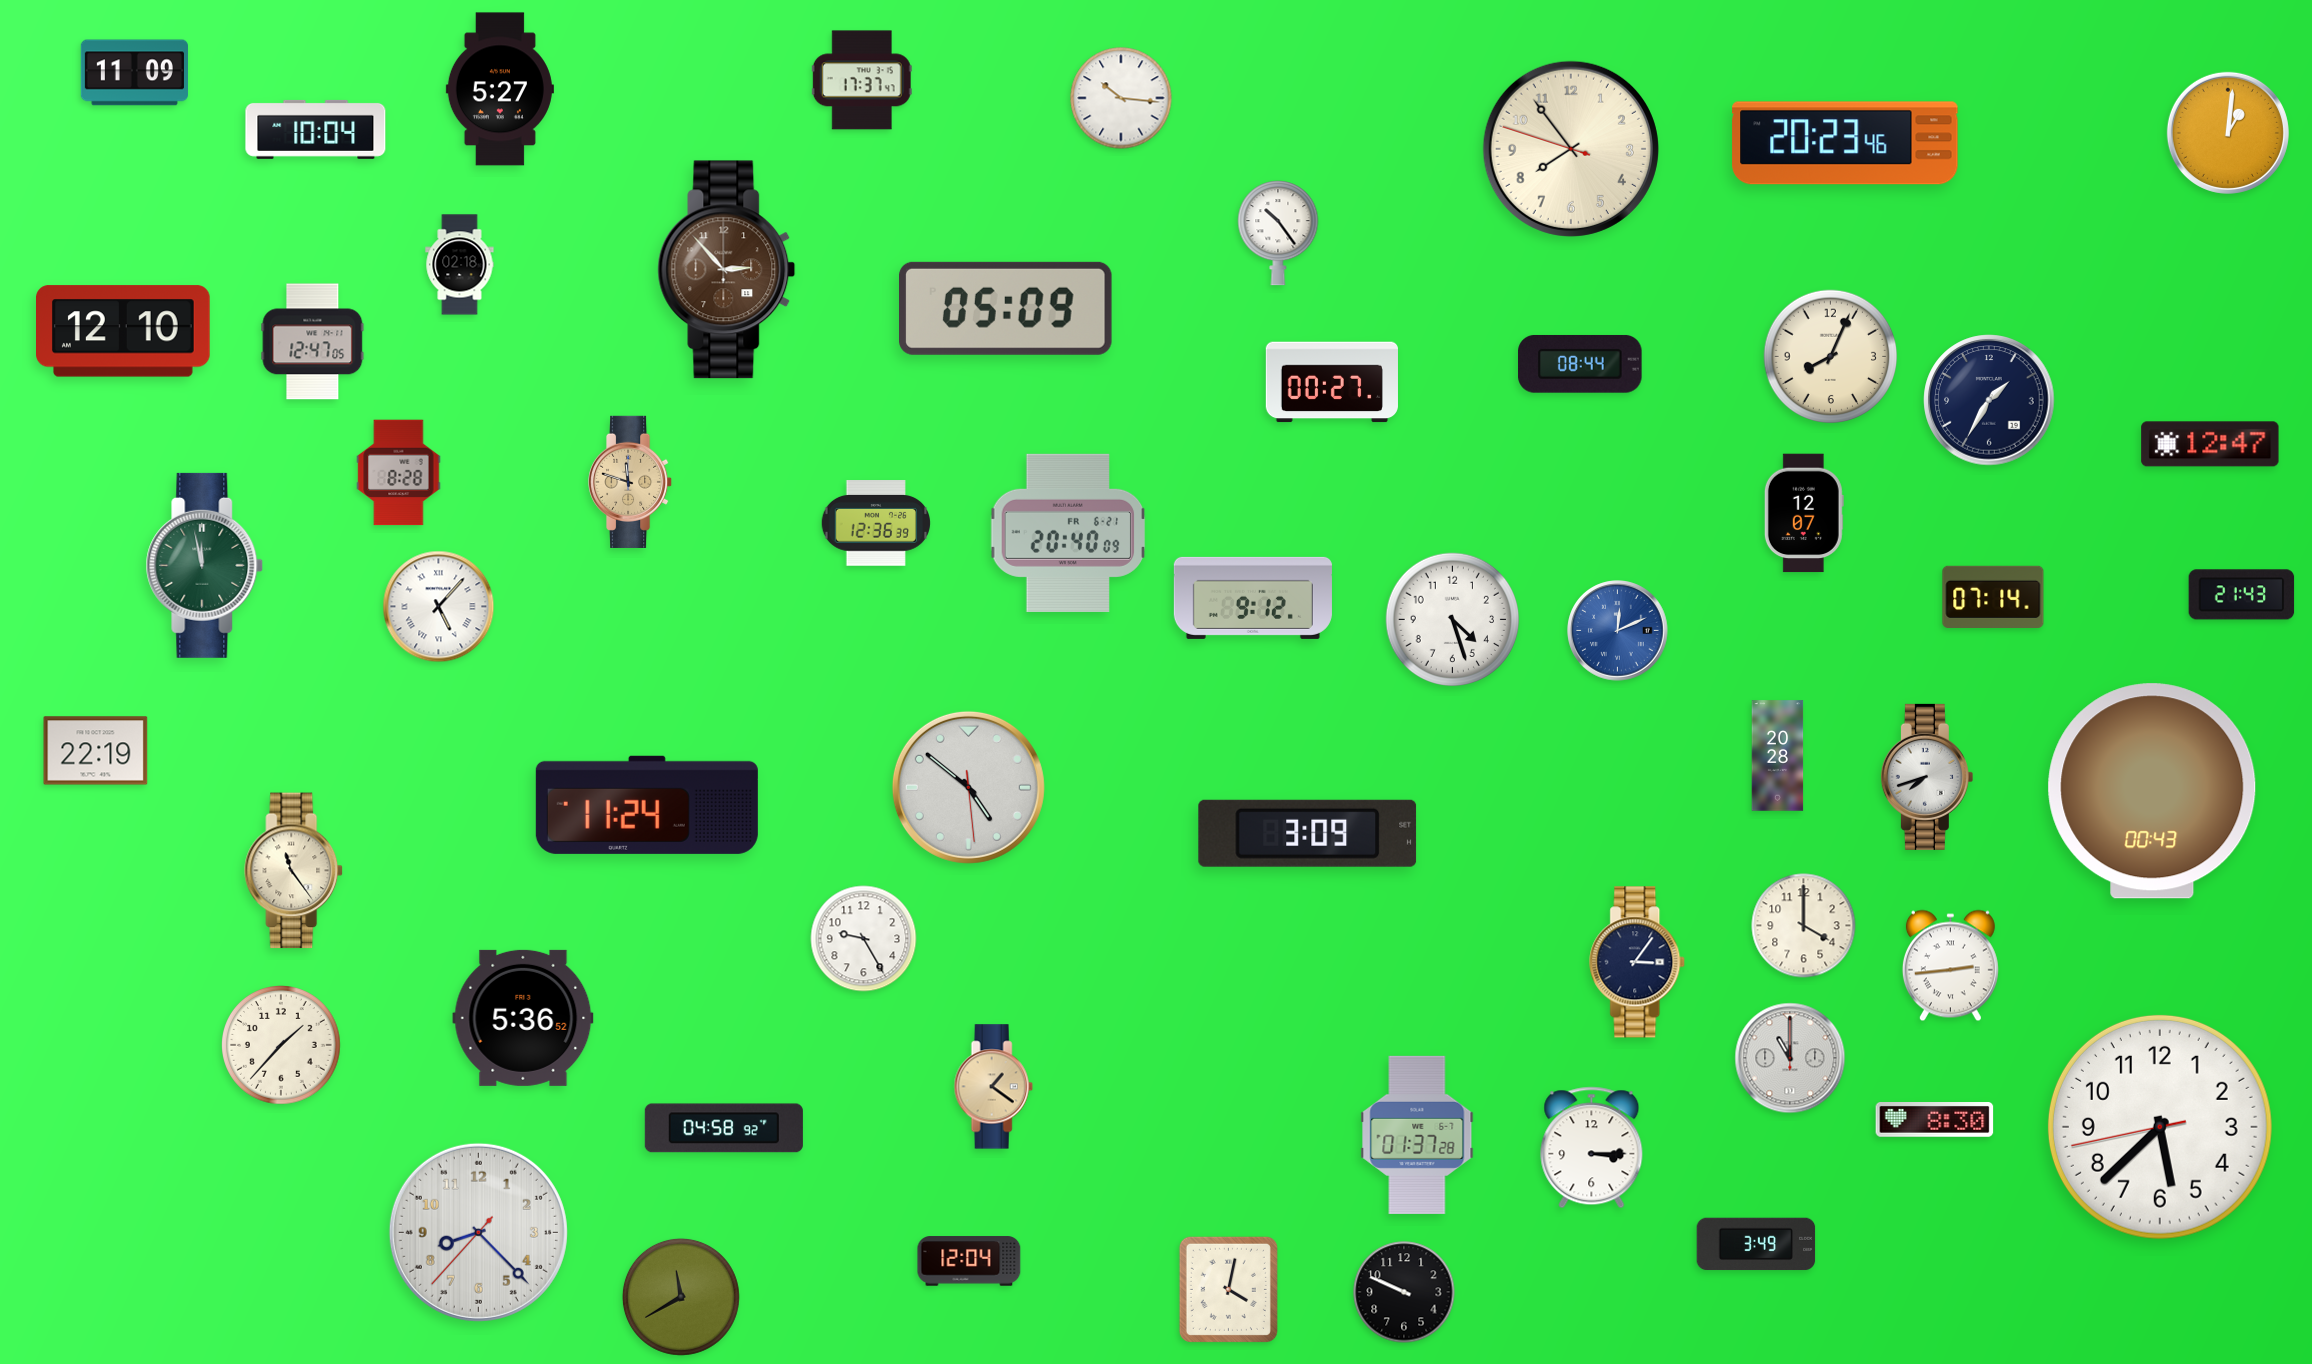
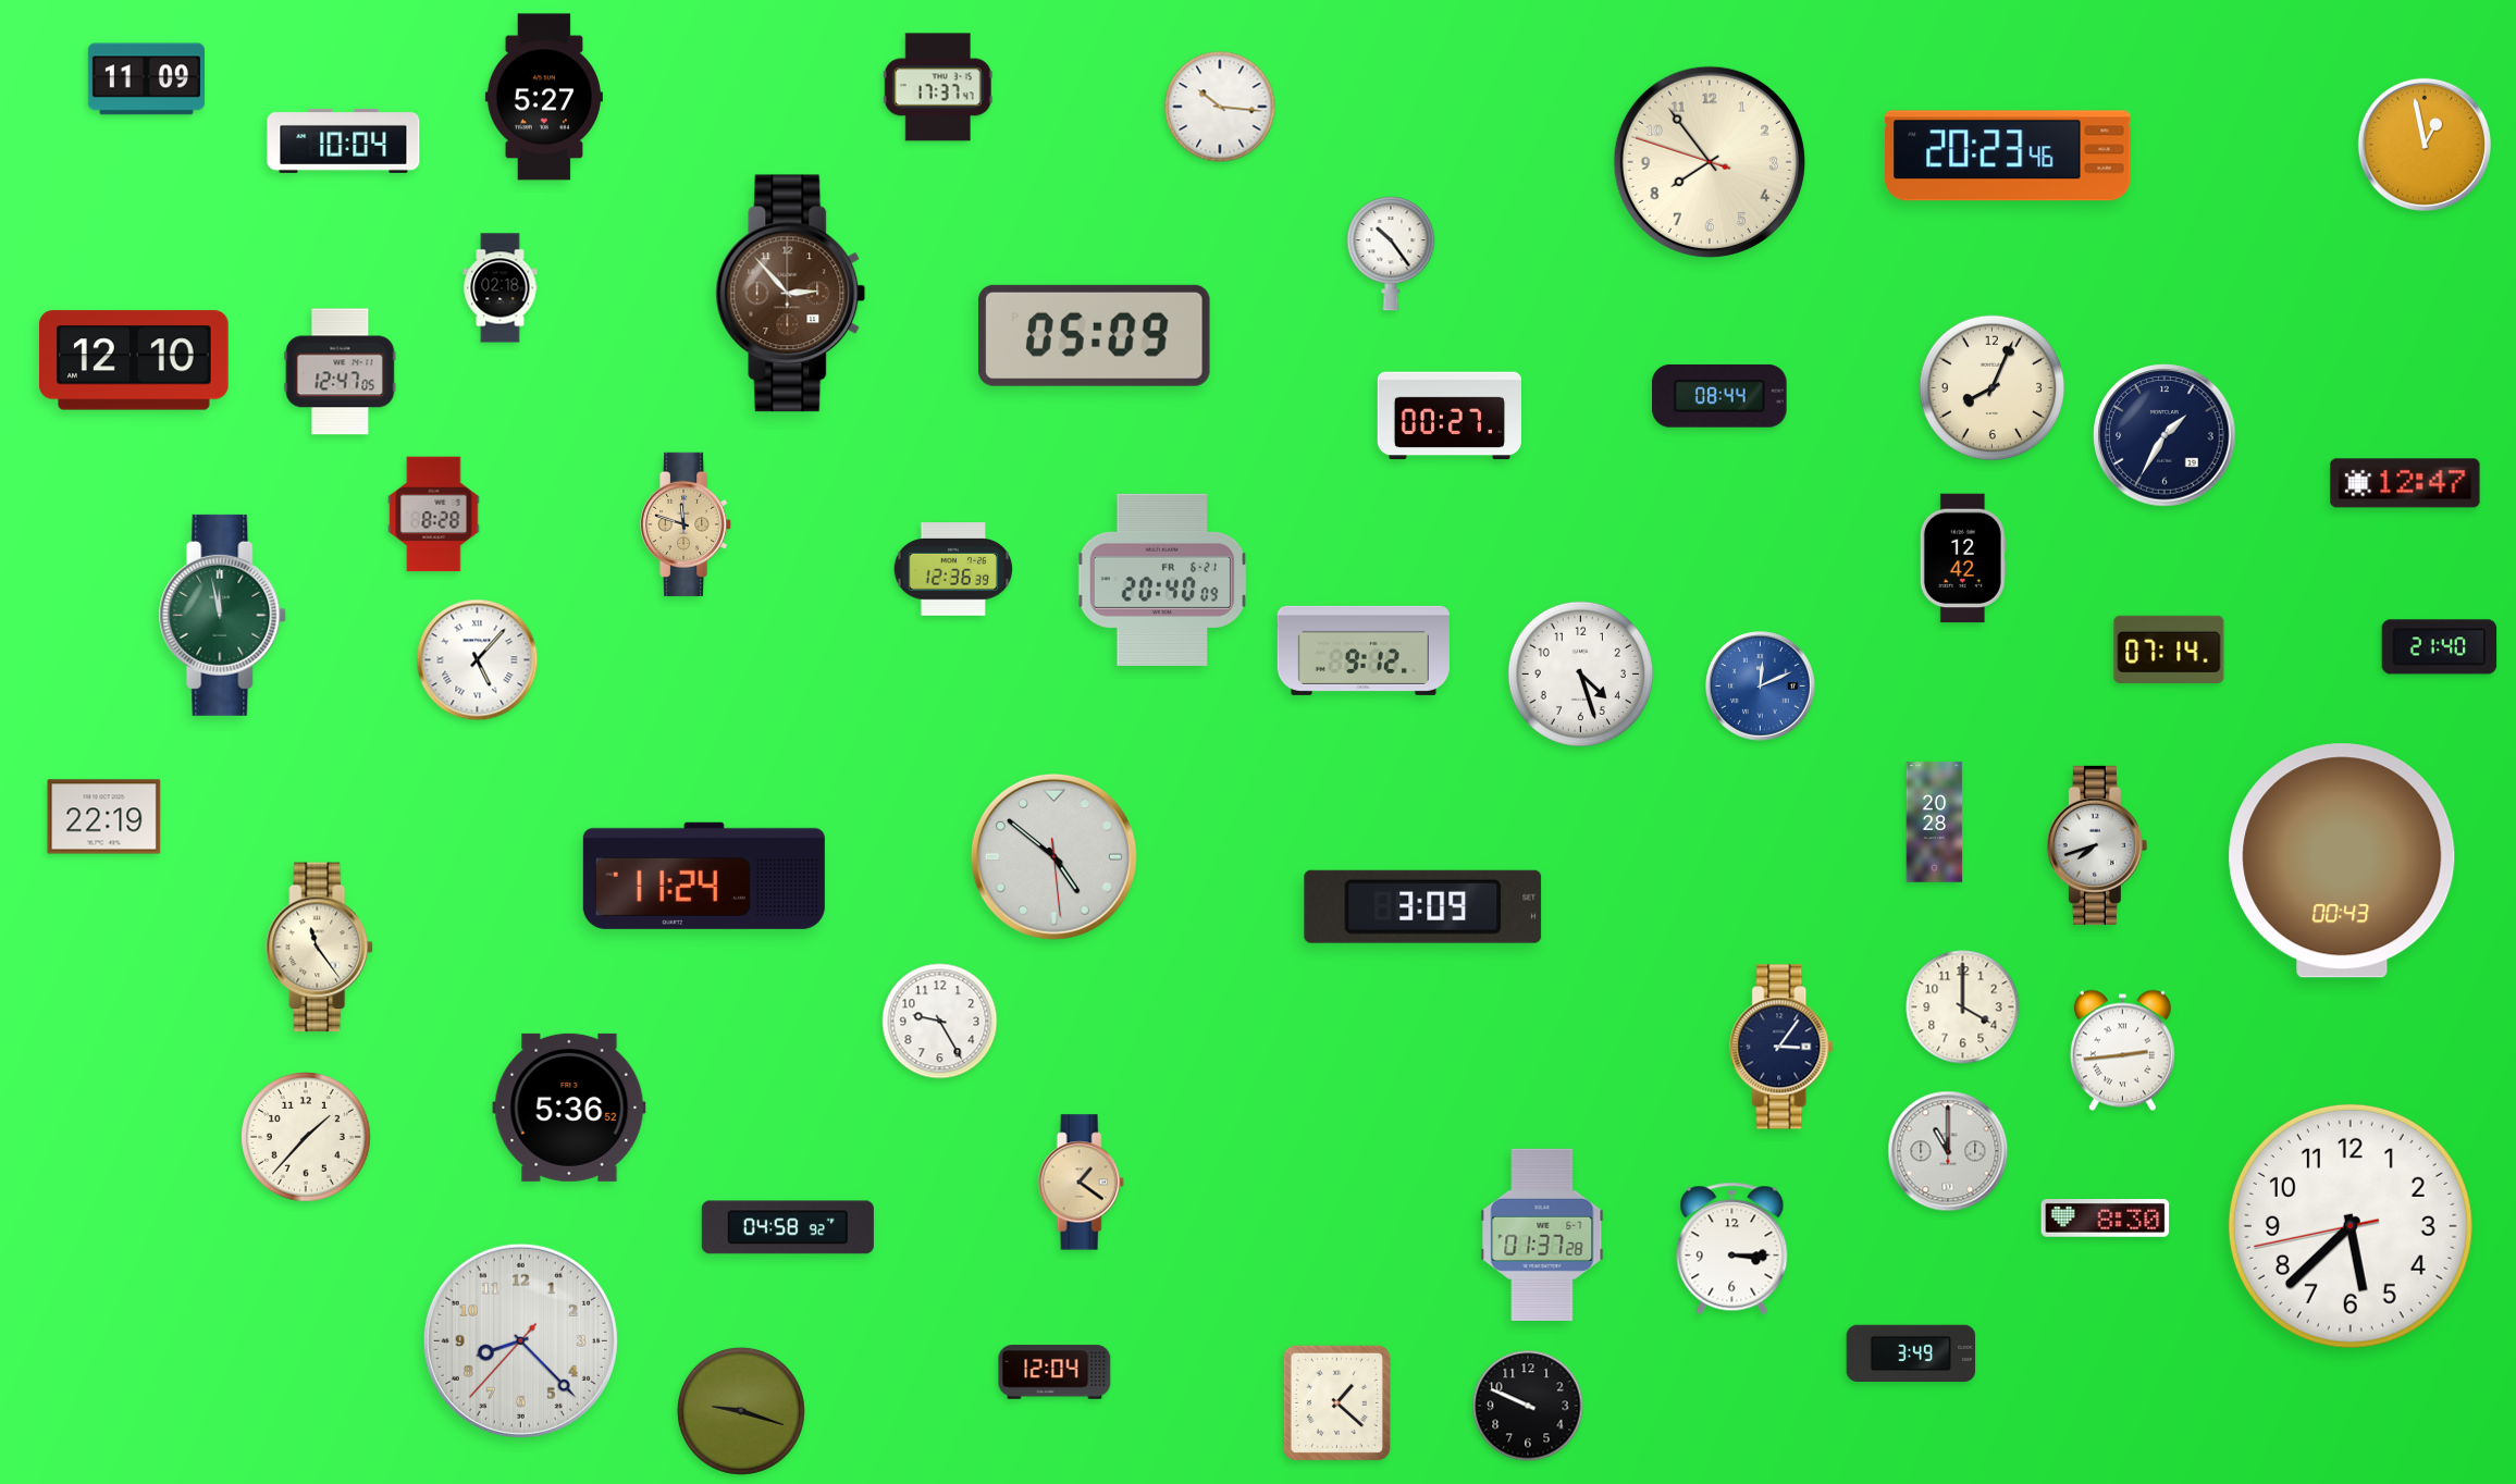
clock at (2228, 133): 1:01 -> 12:58
clock at (1804, 513): 12:07 -> 12:42
clock at (2242, 595): 21:43 -> 21:40
clock at (1228, 1289): 4:02 -> 1:22
clock at (681, 1297): 11:40 -> 9:18
